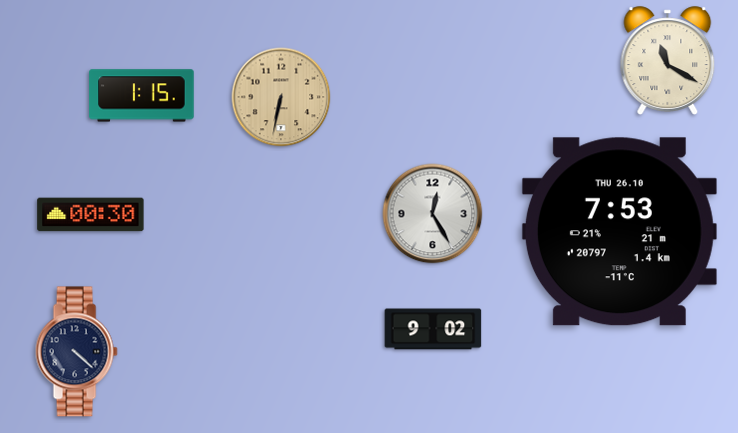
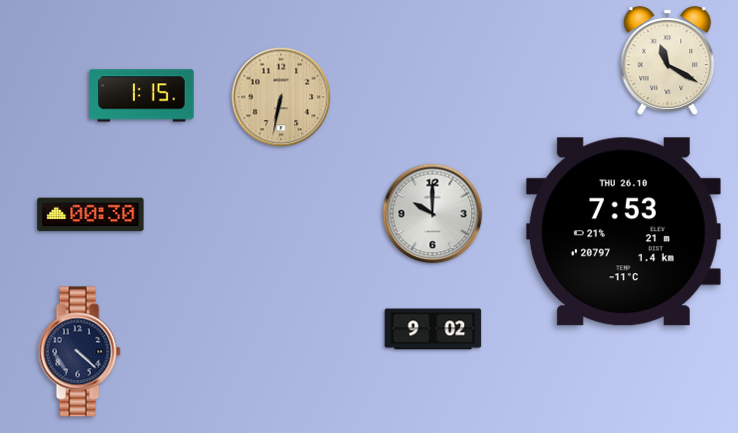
clock at (433, 214): 12:25 -> 10:00
clock at (619, 232) position: (619, 232) -> (623, 232)
clock at (76, 352) position: (76, 352) -> (79, 352)
